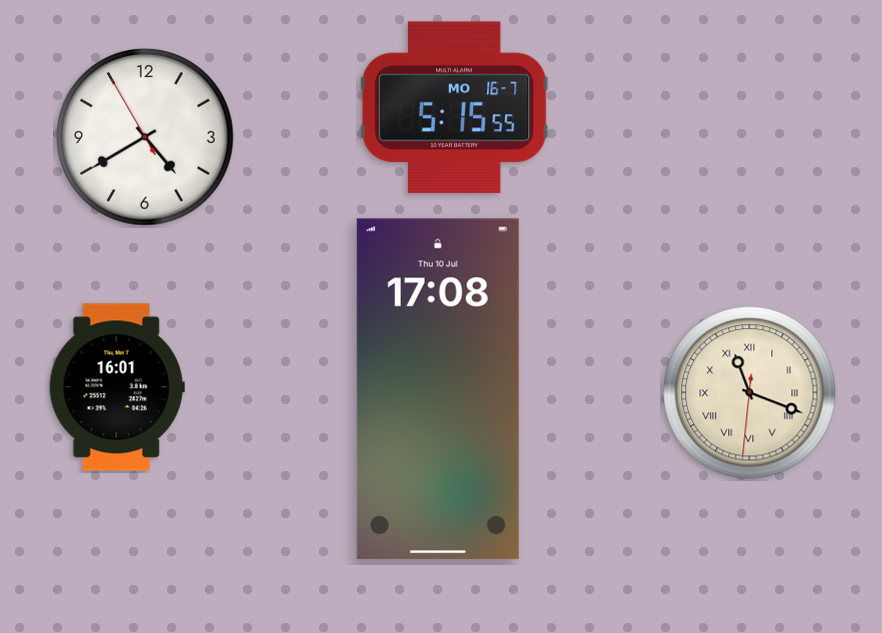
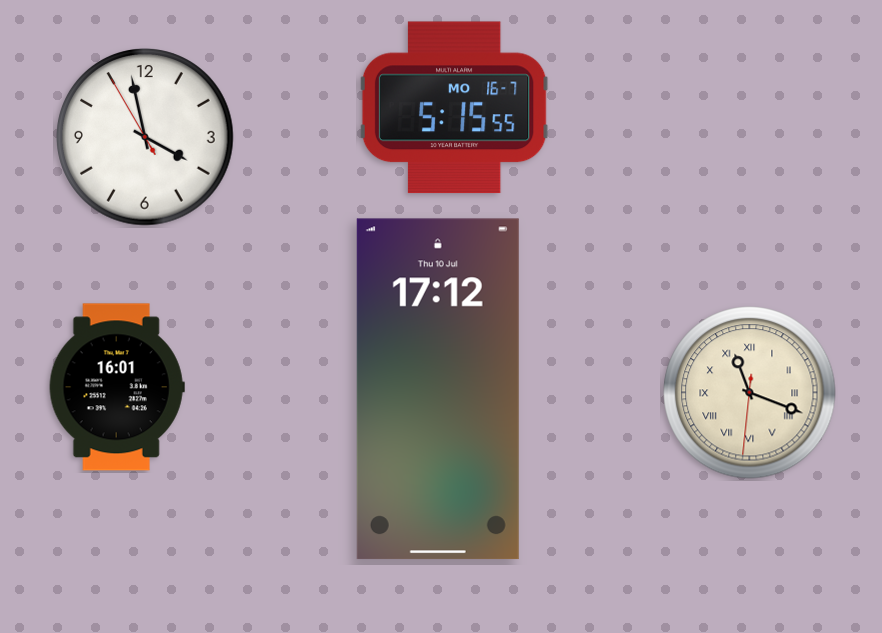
clock at (146, 138): 4:39 -> 3:57
clock at (438, 389): 17:08 -> 17:12
